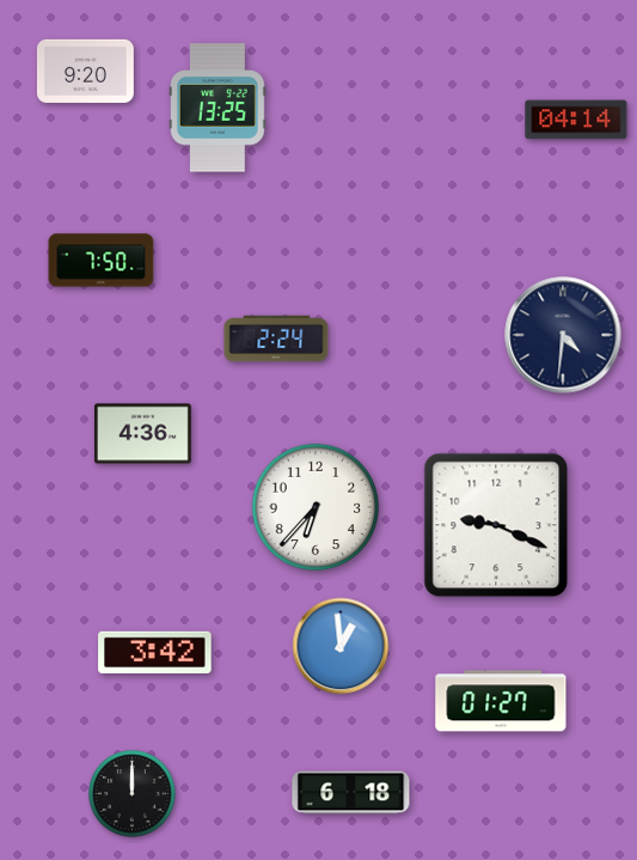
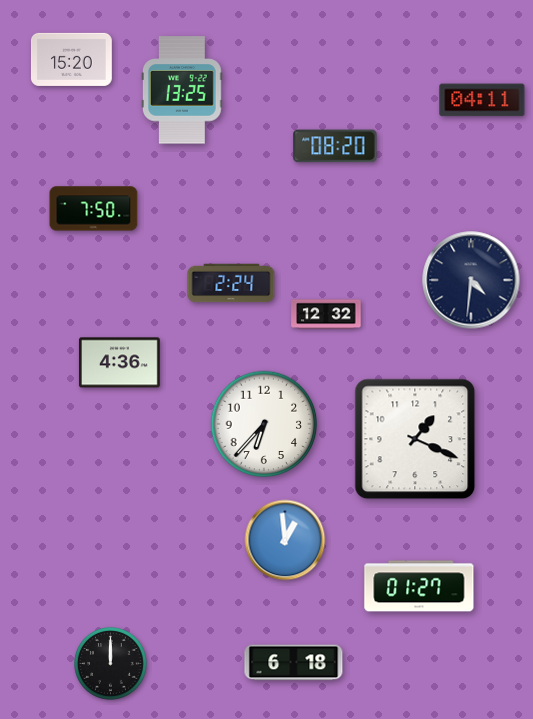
clock at (85, 71): 9:20 -> 15:20
clock at (576, 120): 04:14 -> 04:11
clock at (335, 146): none -> 08:20
clock at (102, 261) position: (102, 261) -> (94, 209)
clock at (326, 314): none -> 12:32
clock at (496, 525): 9:19 -> 1:19
clock at (155, 652): 3:42 -> none
